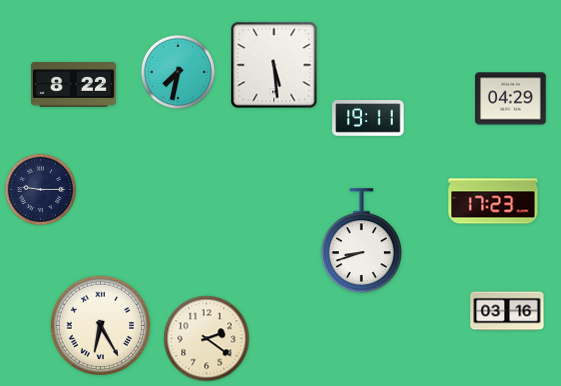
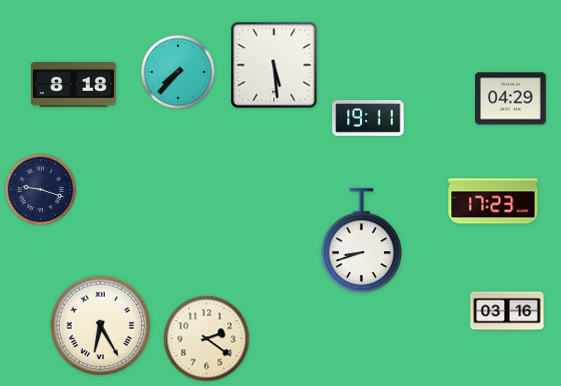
clock at (178, 72): 7:32 -> 7:37
clock at (73, 85): 8:22 -> 8:18
clock at (40, 189): 9:15 -> 9:18
